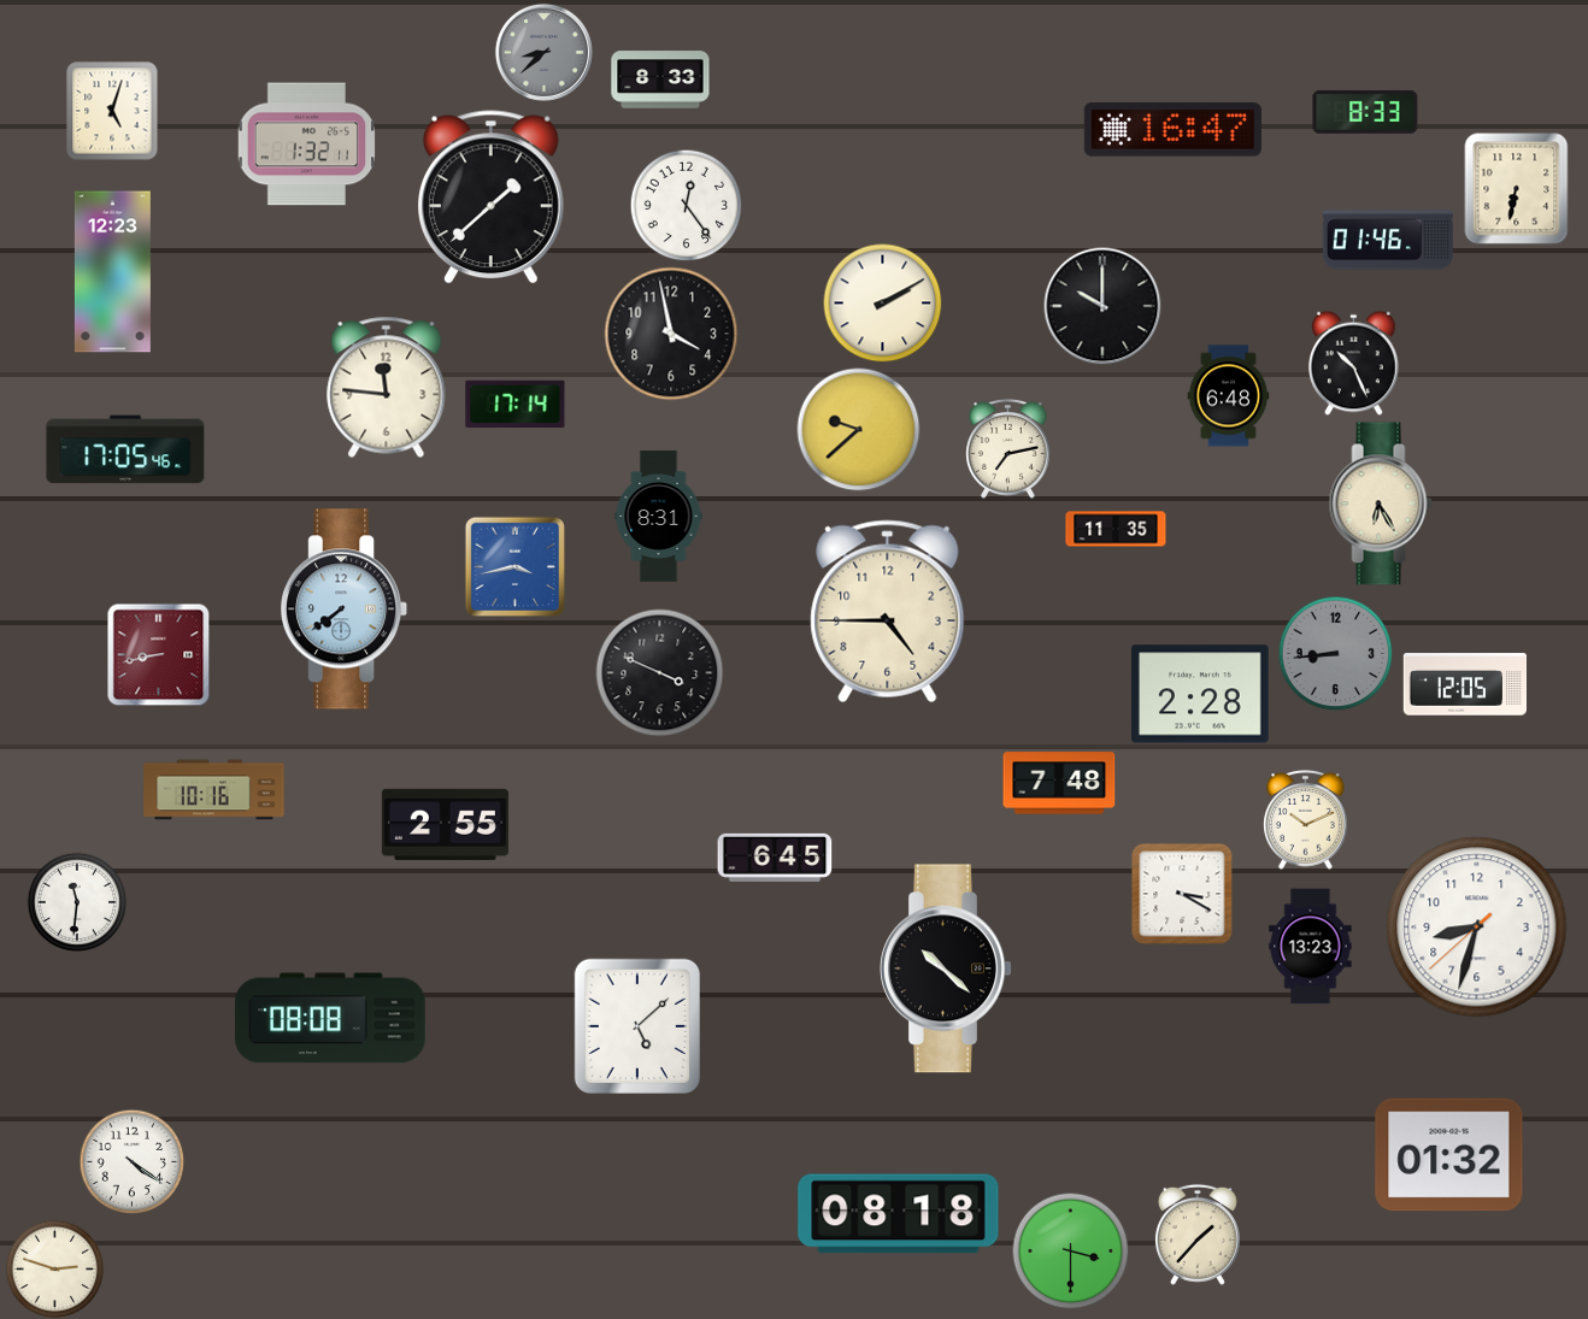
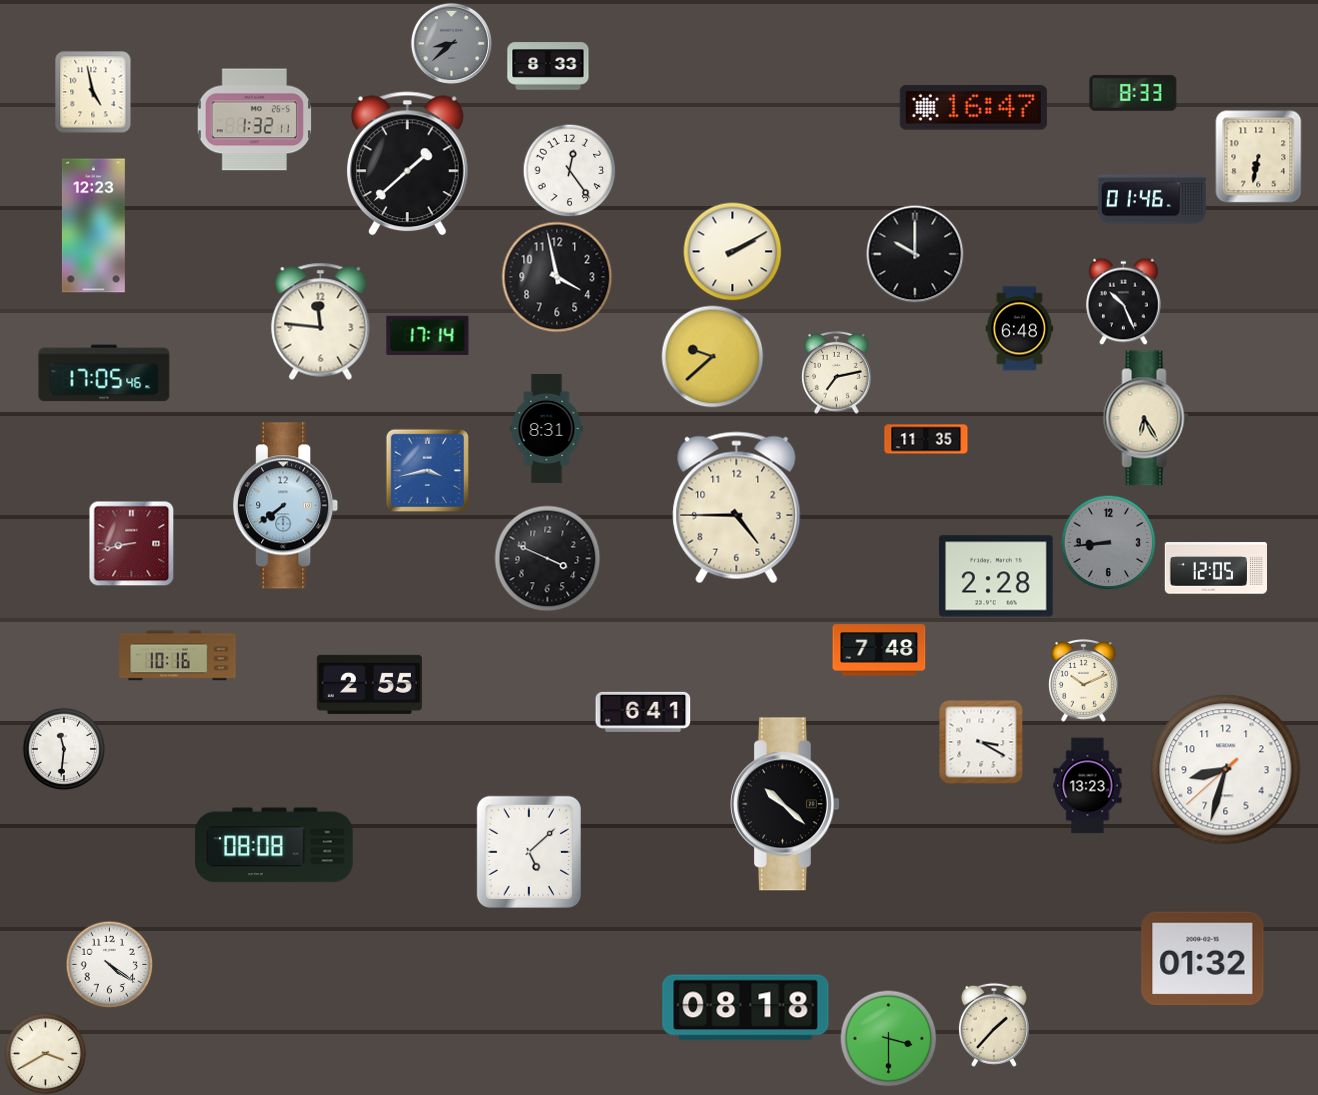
clock at (112, 111): 5:03 -> 4:58
clock at (775, 858): 6:45 -> 6:41
clock at (54, 1268): 2:48 -> 3:40
